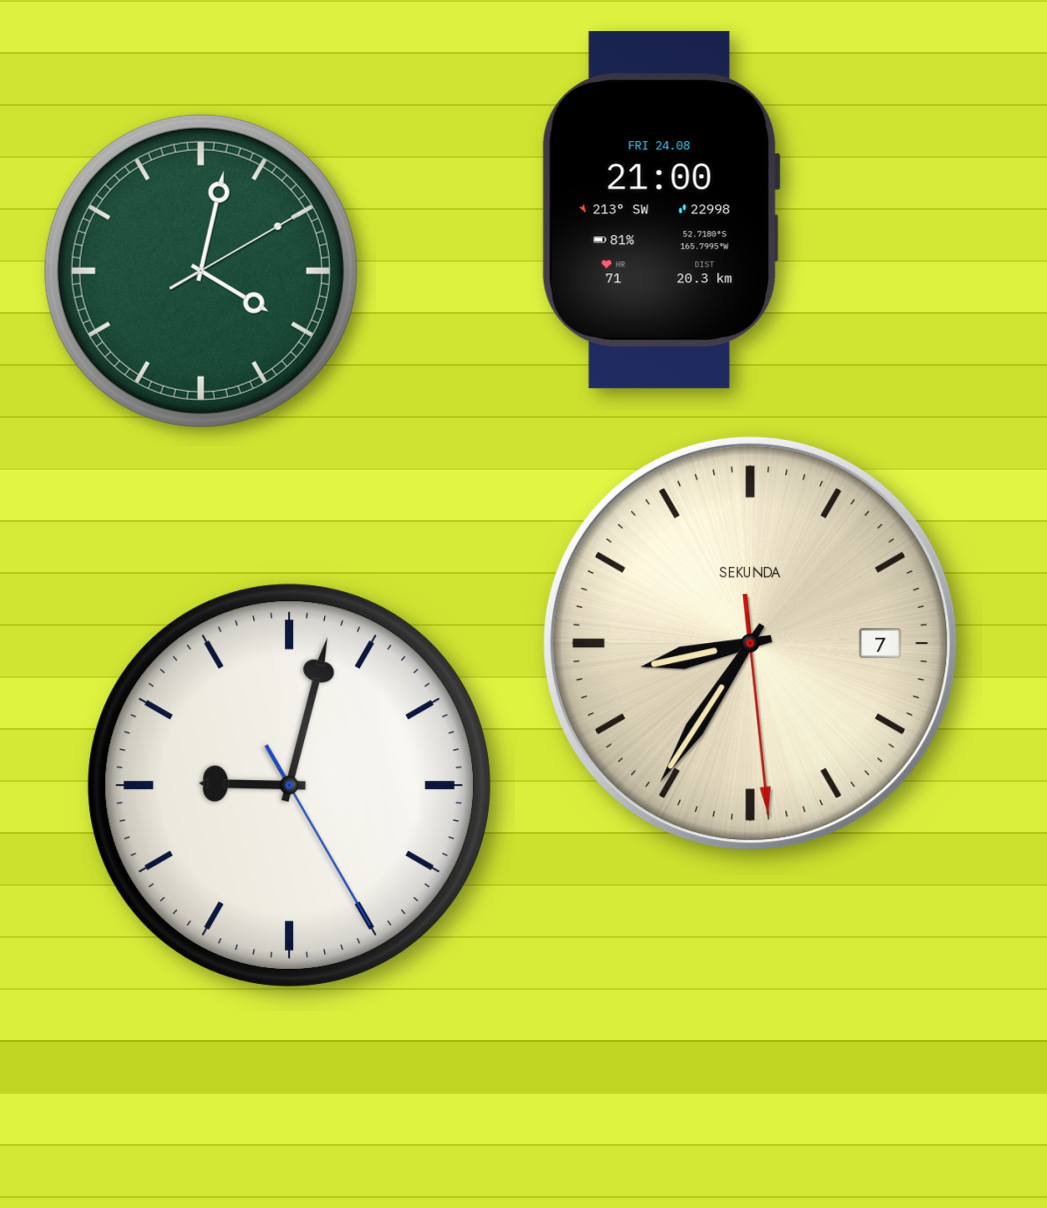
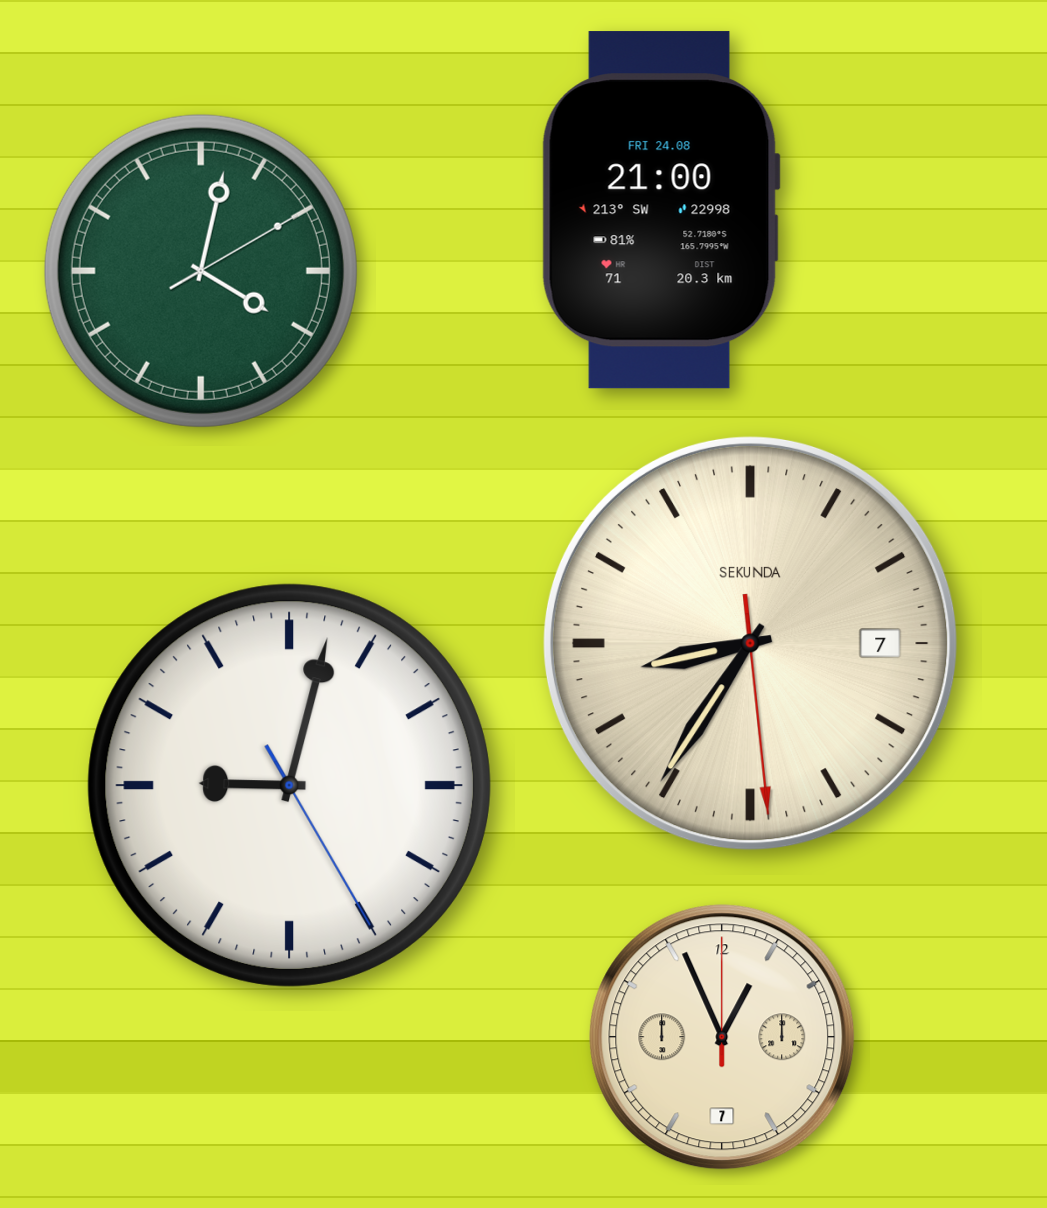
clock at (722, 1037): none -> 12:56
